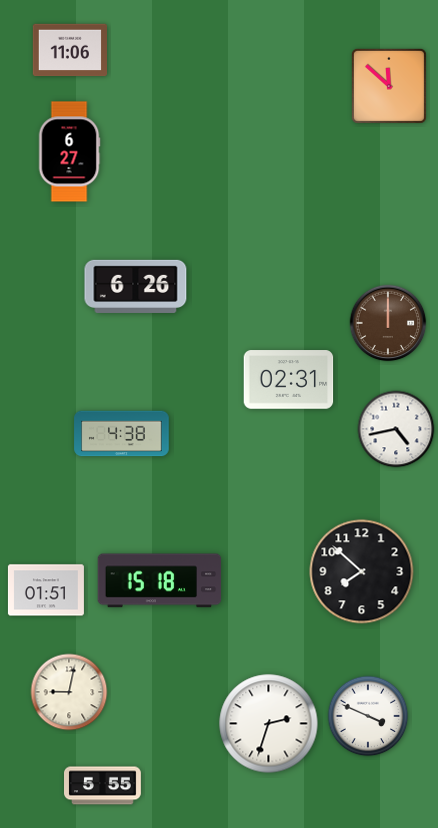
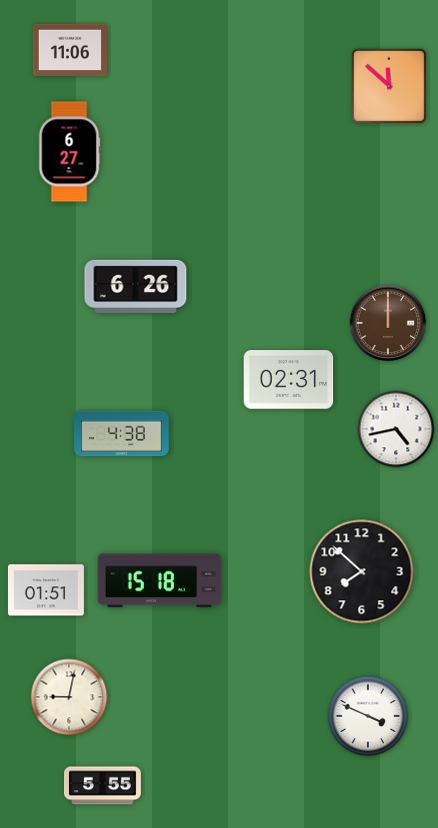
clock at (69, 692) position: (69, 692) -> (69, 697)
clock at (269, 724): 2:33 -> none
